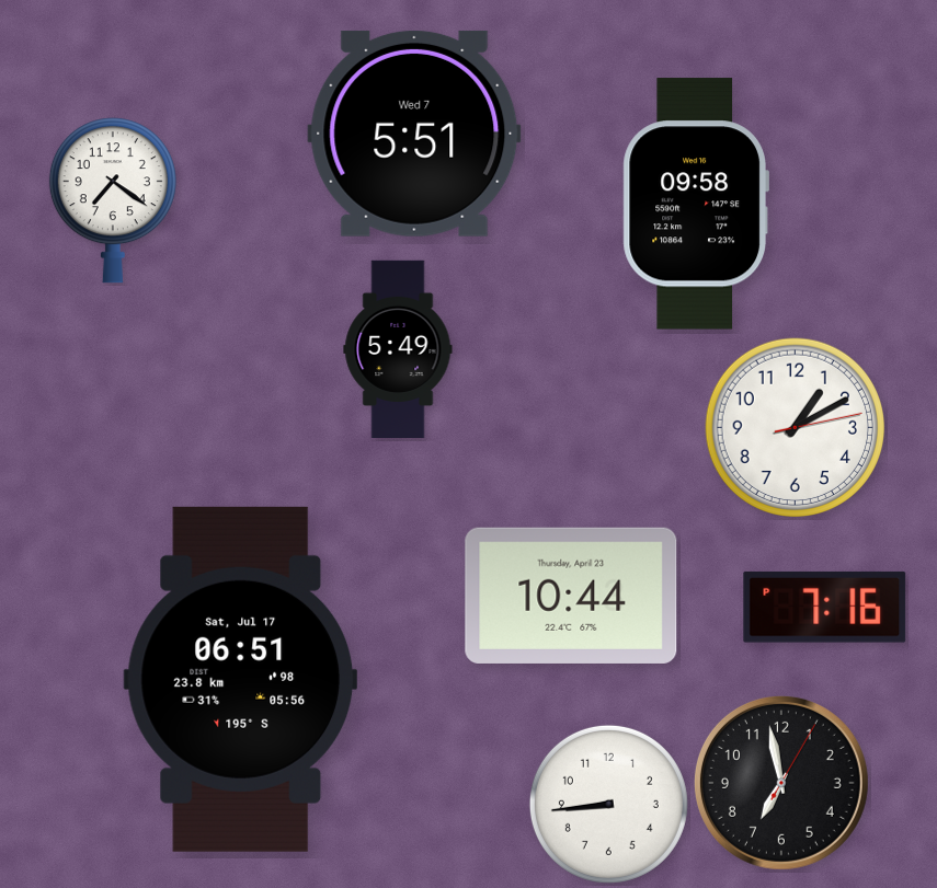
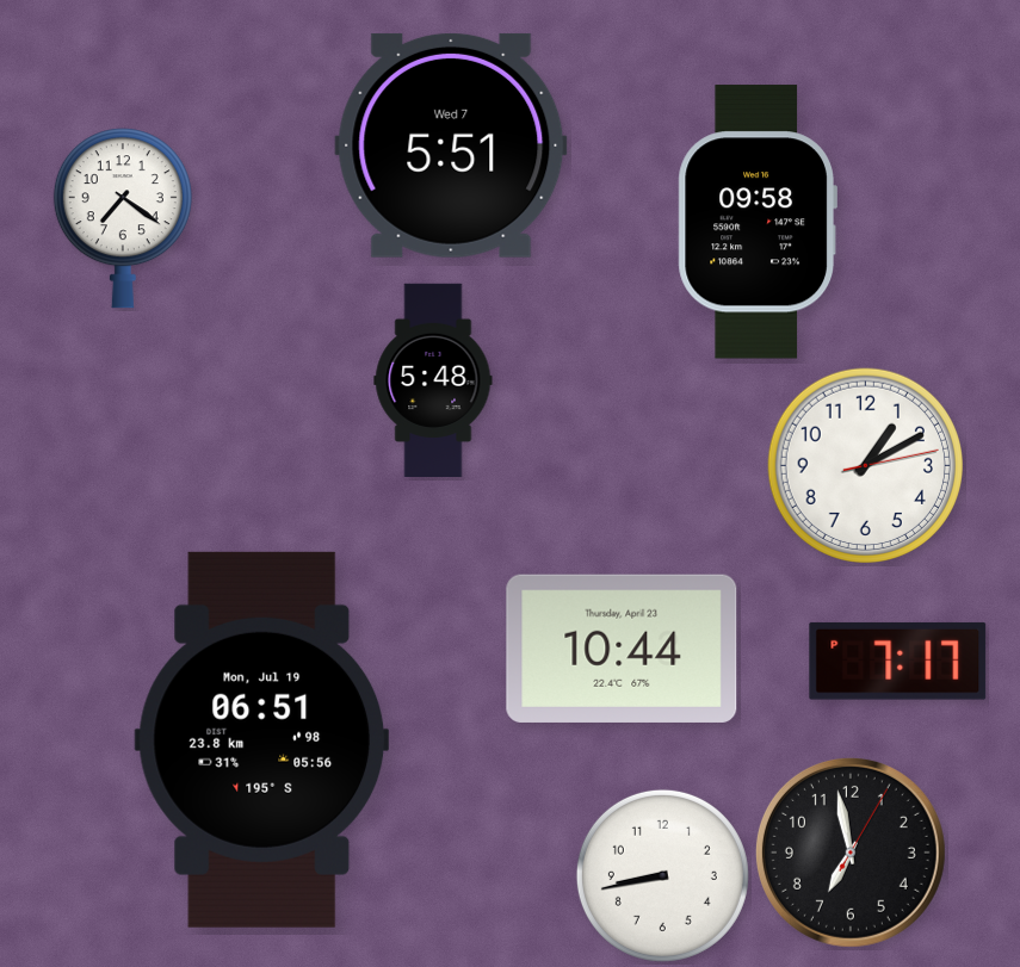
clock at (398, 348): 5:49 -> 5:48
clock at (825, 607): 7:16 -> 7:17
clock at (241, 679) date: Sat, Jul 17 -> Mon, Jul 19
clock at (608, 804): 8:44 -> 8:43
